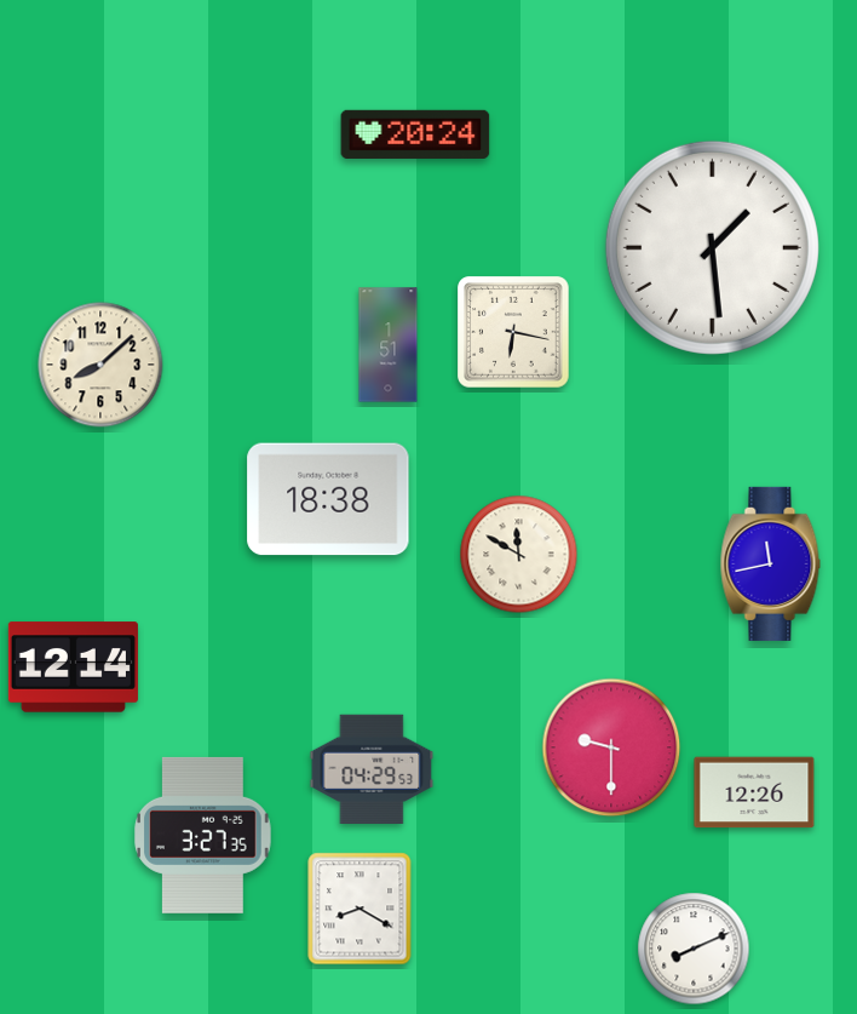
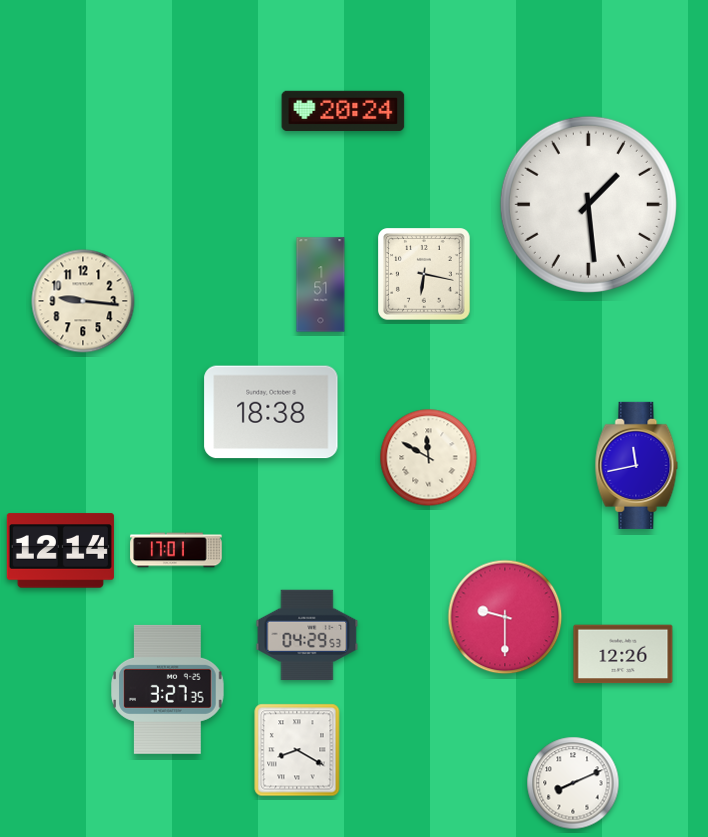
clock at (100, 365): 8:08 -> 9:16
clock at (176, 550): none -> 17:01
